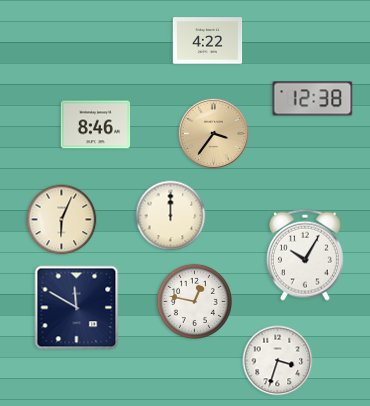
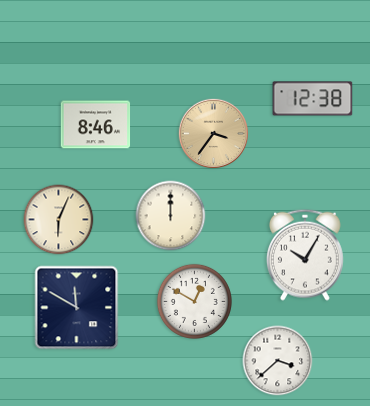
clock at (208, 41): 4:22 -> none
clock at (62, 220) position: (62, 220) -> (59, 220)
clock at (194, 301): 12:47 -> 12:50
clock at (278, 361): 3:33 -> 3:38
